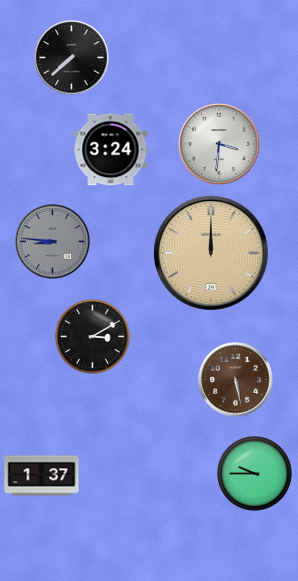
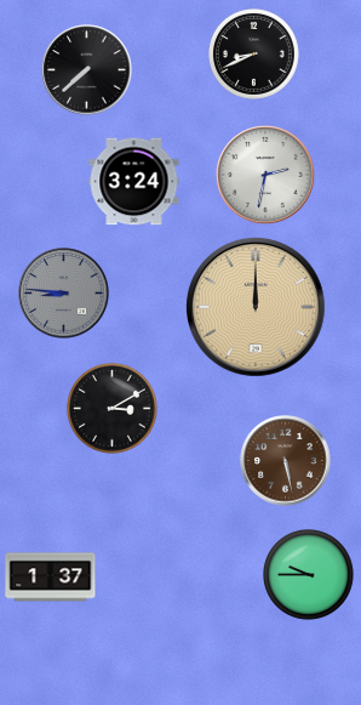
clock at (254, 55): none -> 8:41
clock at (219, 144): 3:31 -> 2:32
